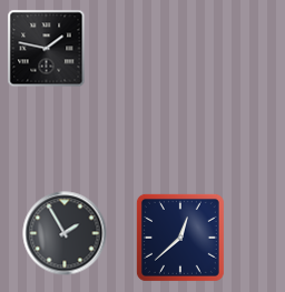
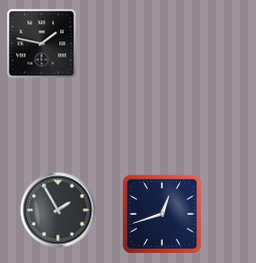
clock at (180, 238): 12:38 -> 12:42
